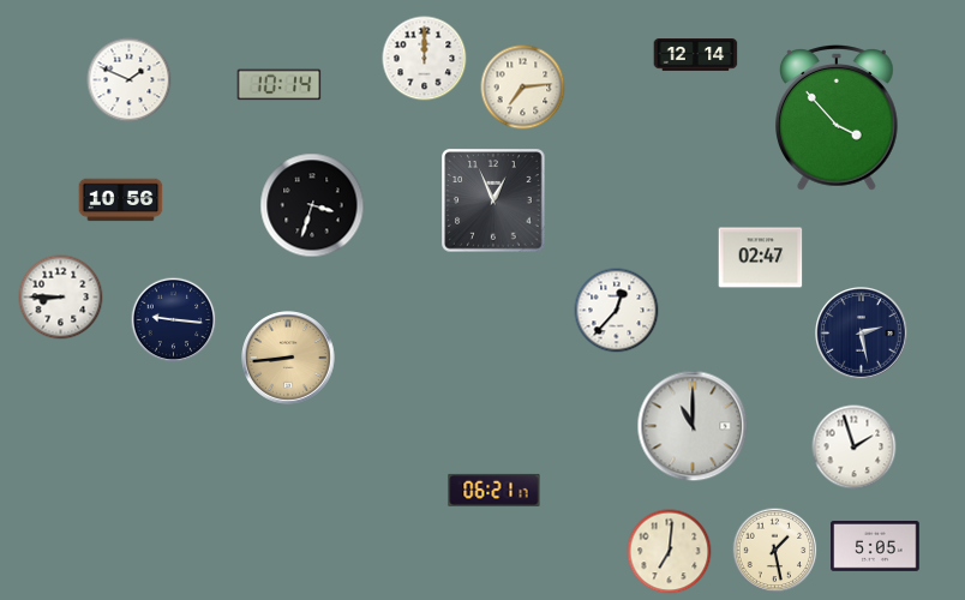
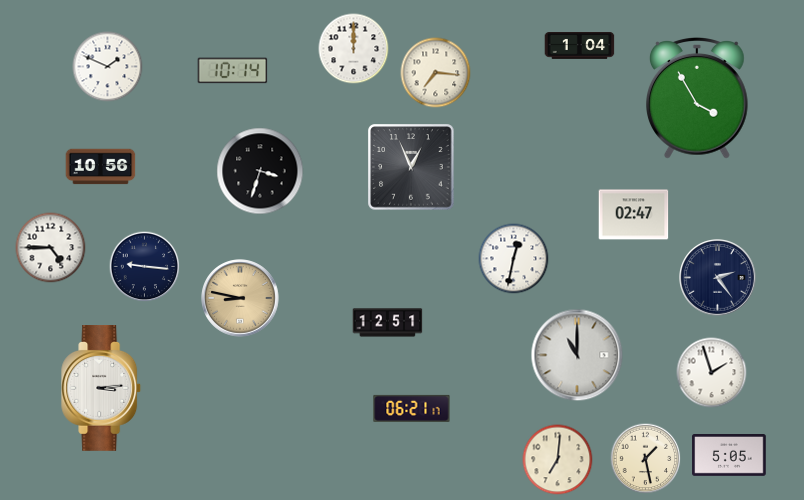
clock at (696, 55): 12:14 -> 1:04
clock at (523, 88): 7:14 -> 7:16
clock at (838, 119): 3:53 -> 3:55
clock at (61, 298): 8:45 -> 4:45
clock at (617, 311): 12:37 -> 12:32
clock at (862, 334): 2:28 -> 2:24
clock at (288, 358): 8:44 -> 8:47
clock at (388, 323): none -> 12:51
clock at (102, 389): none -> 3:14
